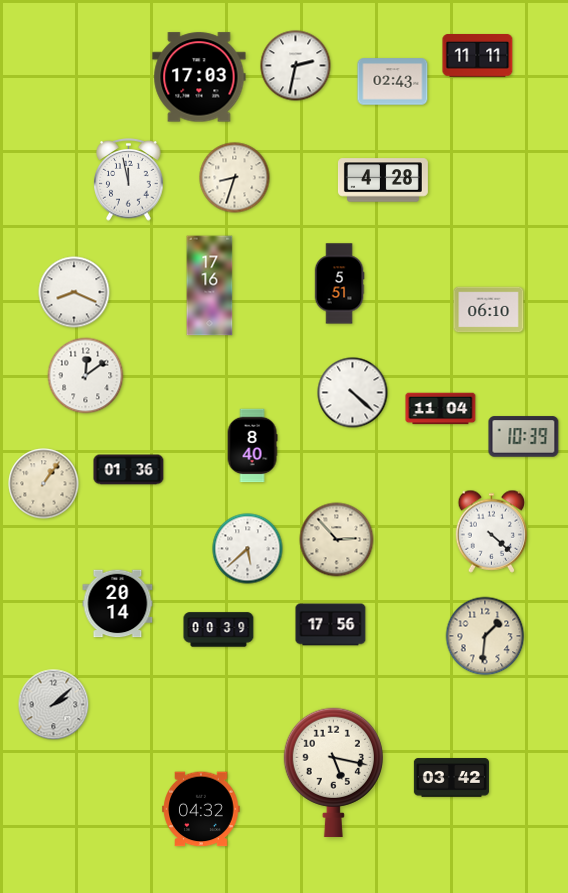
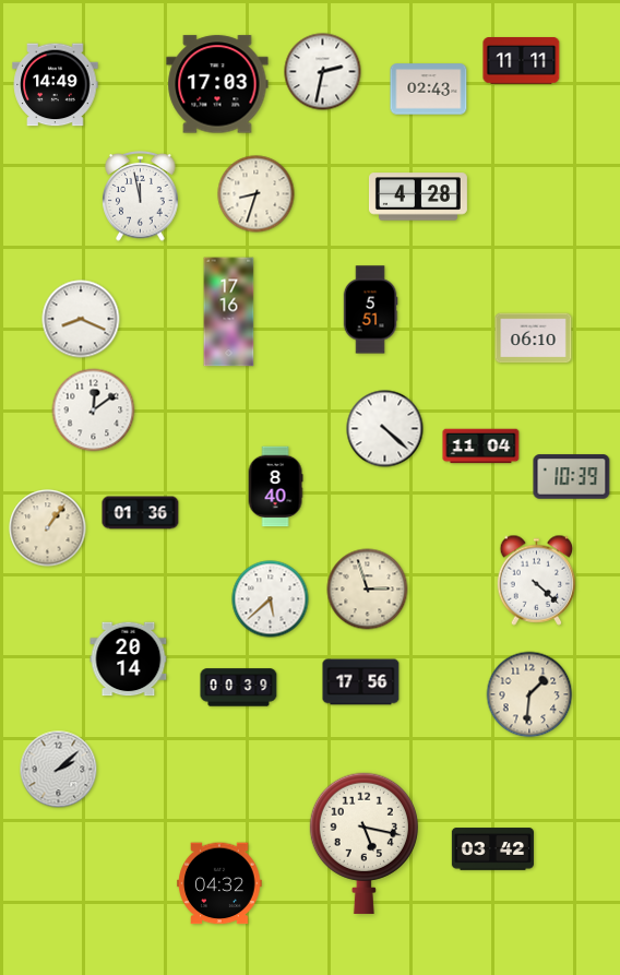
clock at (56, 85): none -> 14:49
clock at (337, 540): 2:53 -> 2:57
